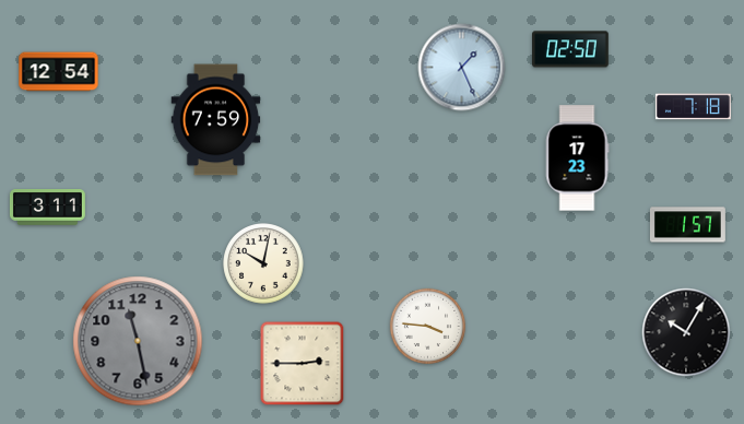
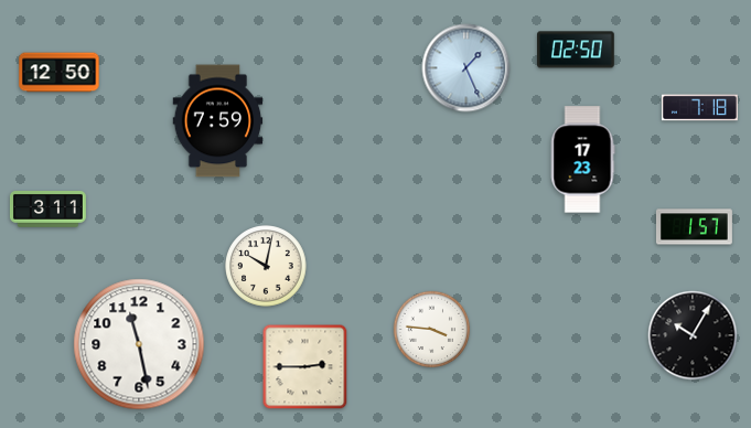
clock at (59, 72): 12:54 -> 12:50
clock at (138, 341) dial: grey -> white
